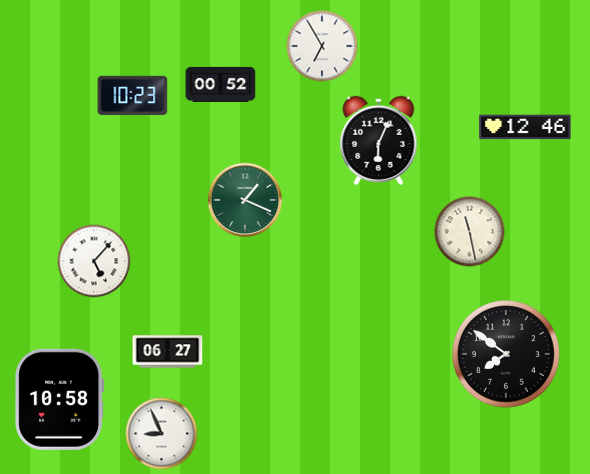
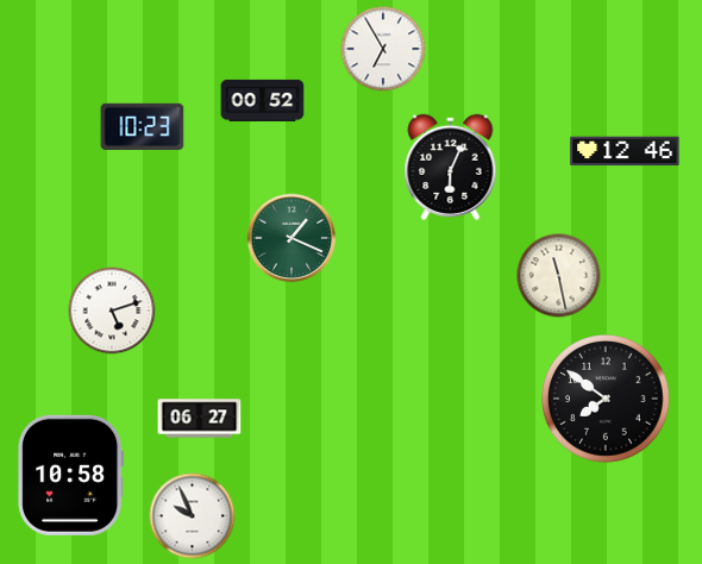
clock at (322, 46) position: (322, 46) -> (383, 49)
clock at (133, 95) position: (133, 95) -> (143, 126)
clock at (94, 261): 5:07 -> 5:12
clock at (507, 355) position: (507, 355) -> (607, 400)
clock at (162, 434): 8:56 -> 9:56
